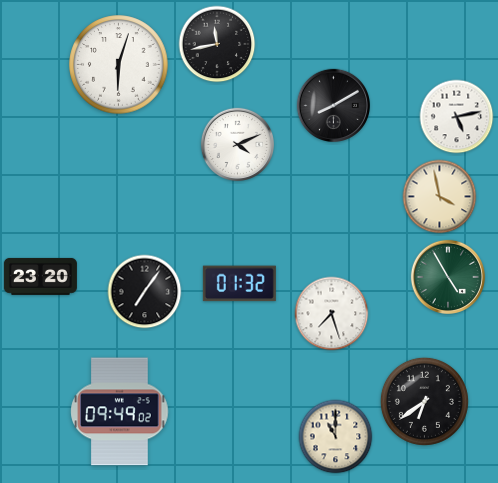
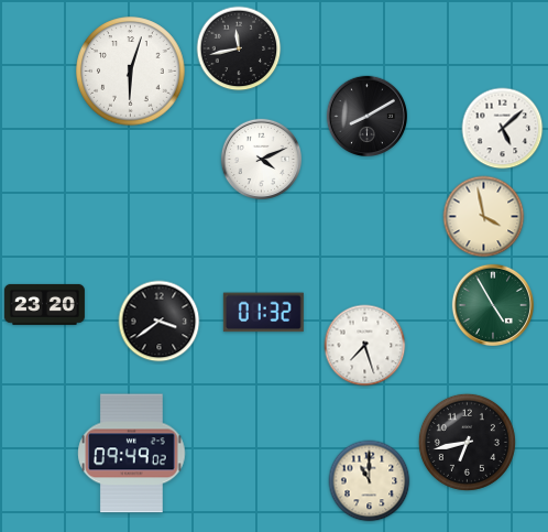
clock at (457, 117): 5:13 -> 5:08
clock at (145, 292): 7:06 -> 3:39
clock at (424, 401): 6:39 -> 6:43
